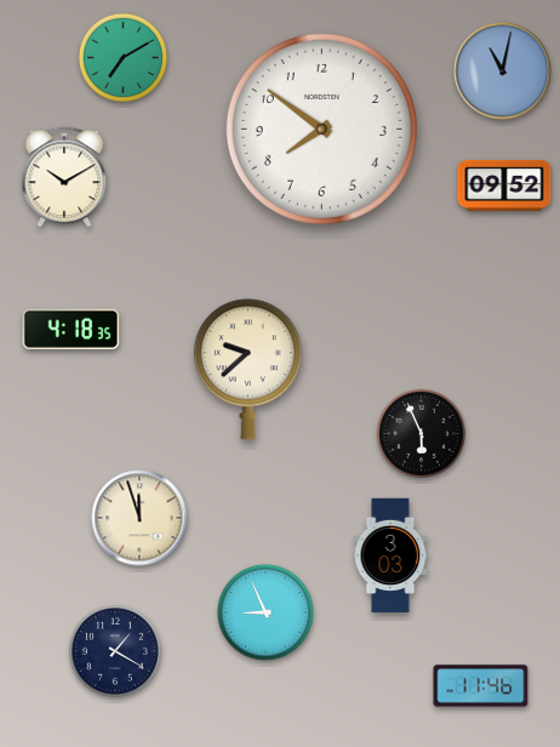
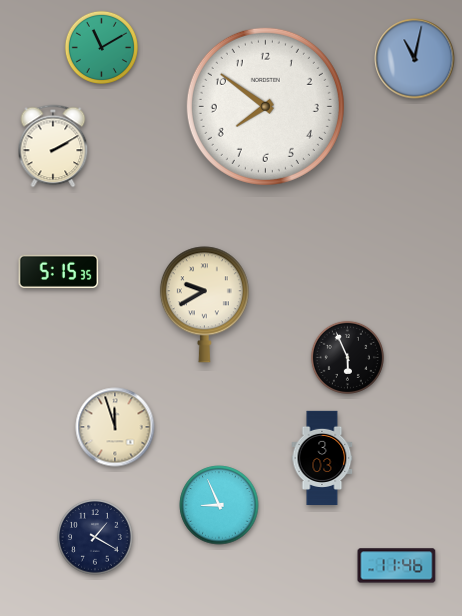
clock at (122, 57): 7:10 -> 11:10
clock at (64, 177): 10:10 -> 2:10
clock at (504, 186): 09:52 -> none
clock at (72, 329): 4:18 -> 5:15
clock at (247, 370): 9:38 -> 9:40
